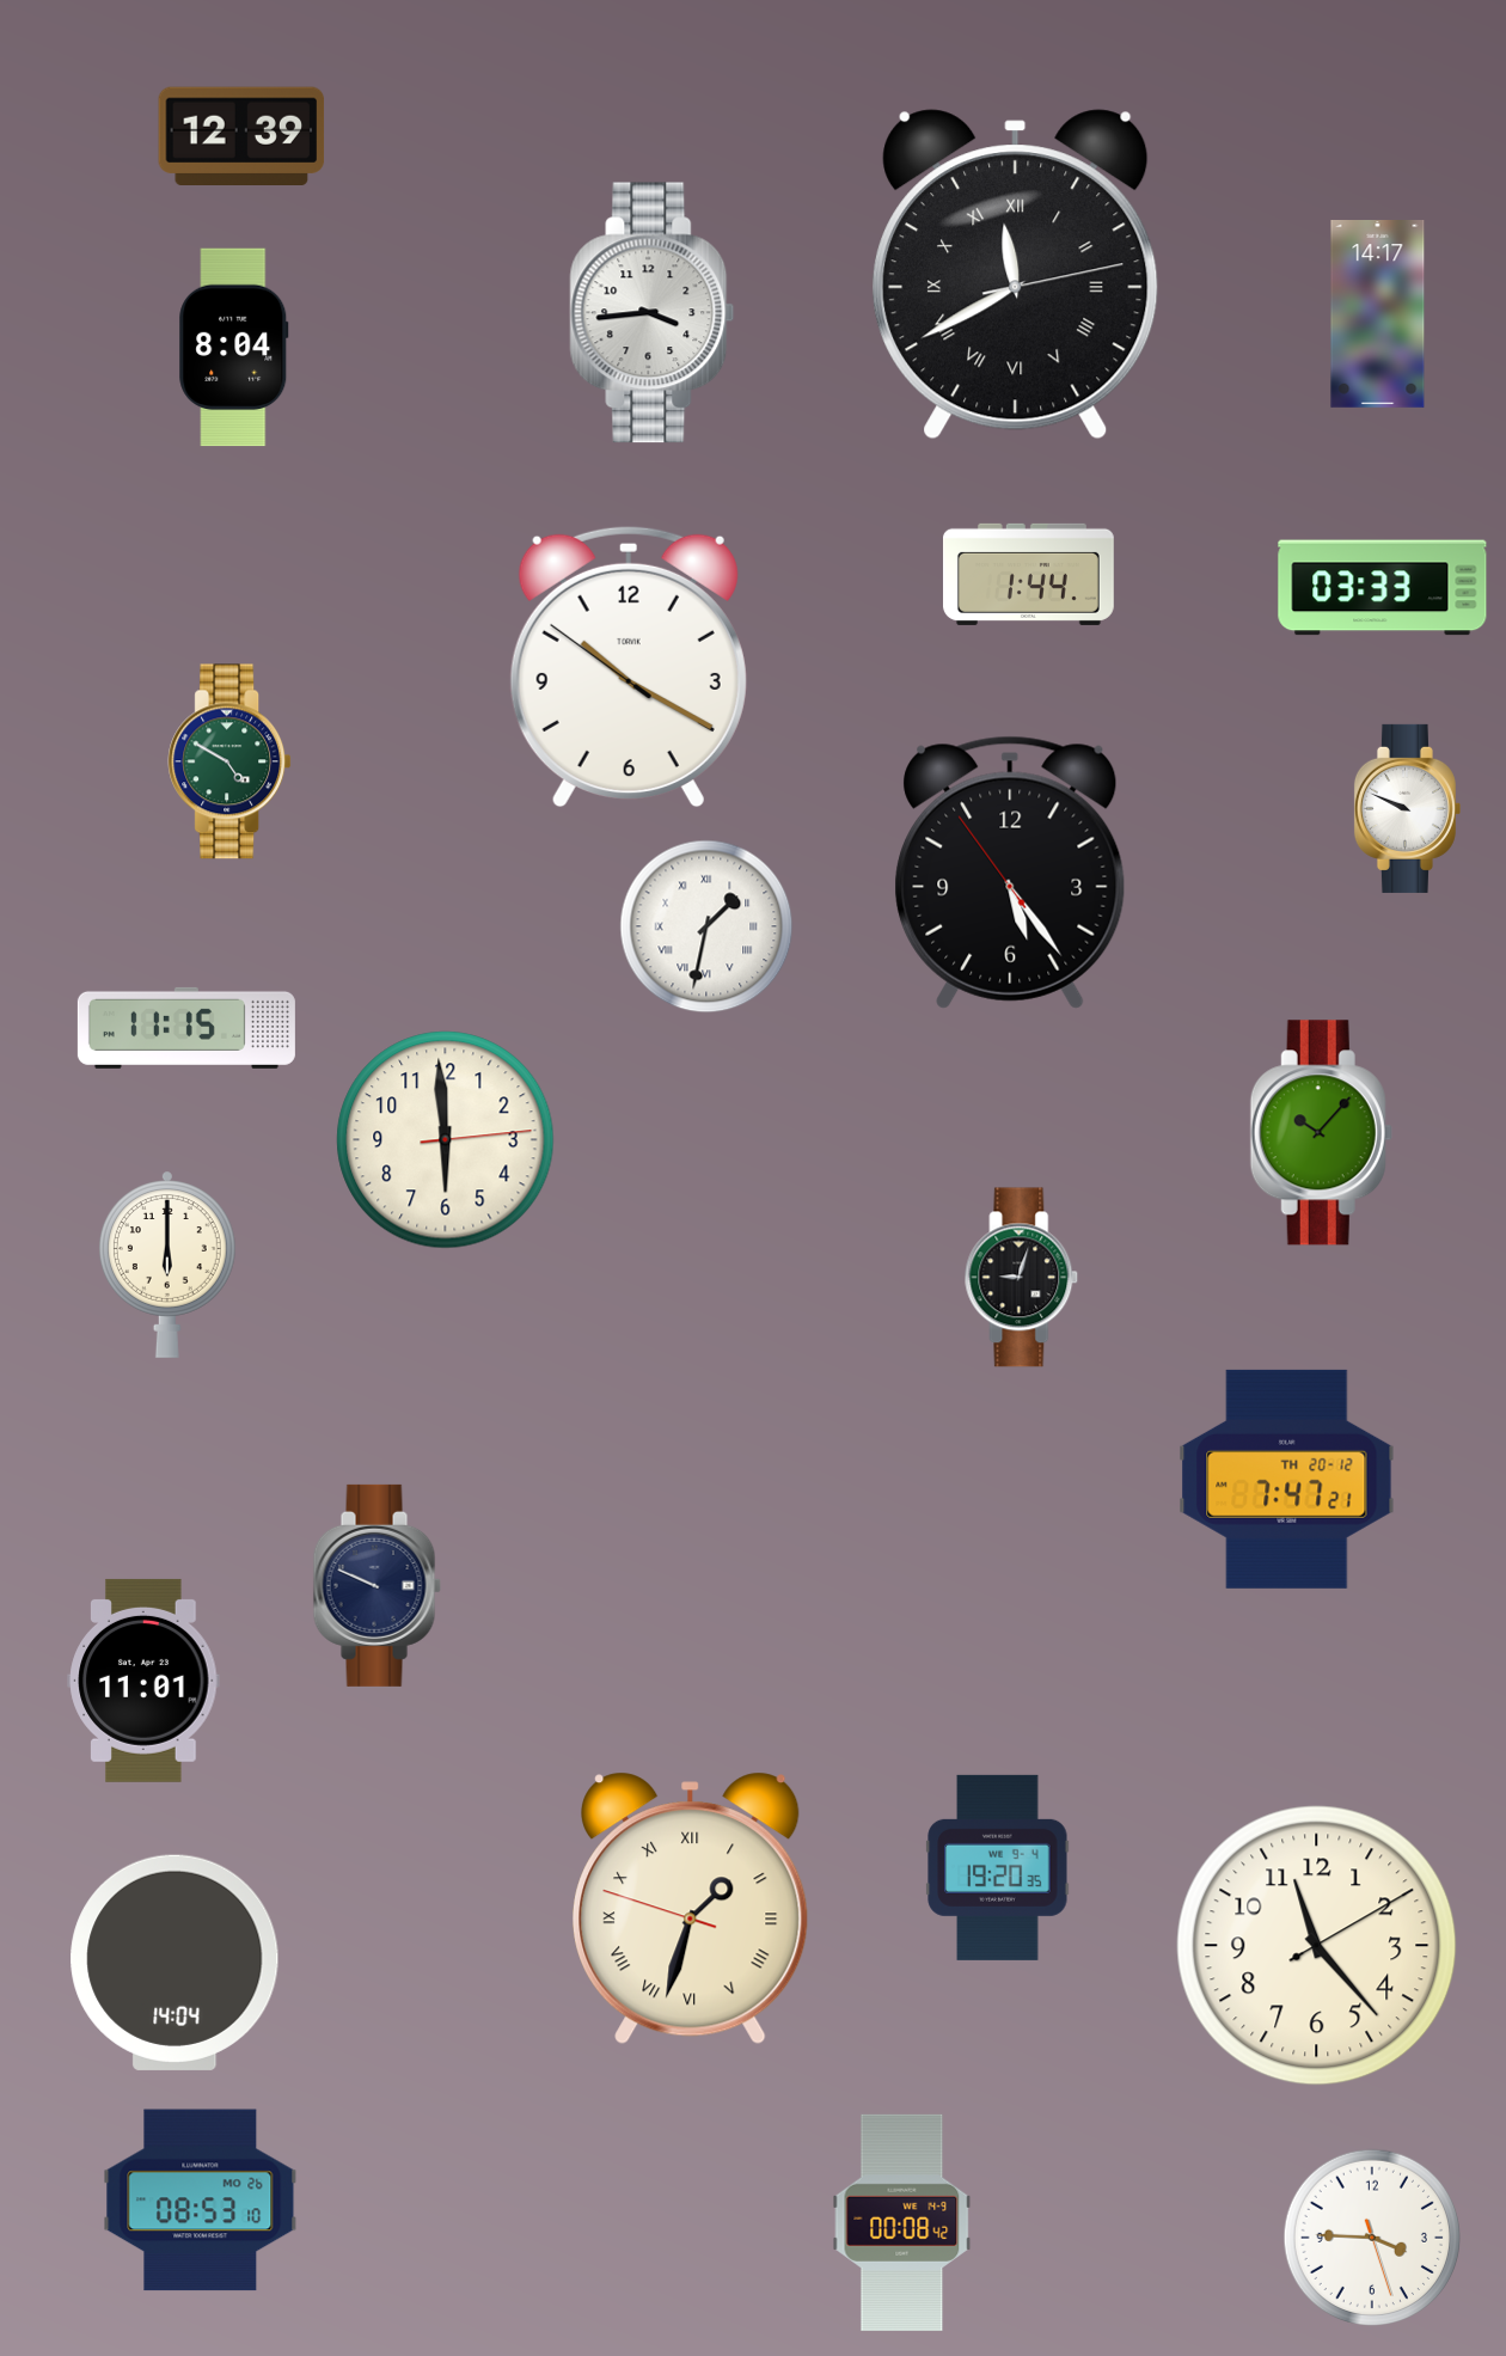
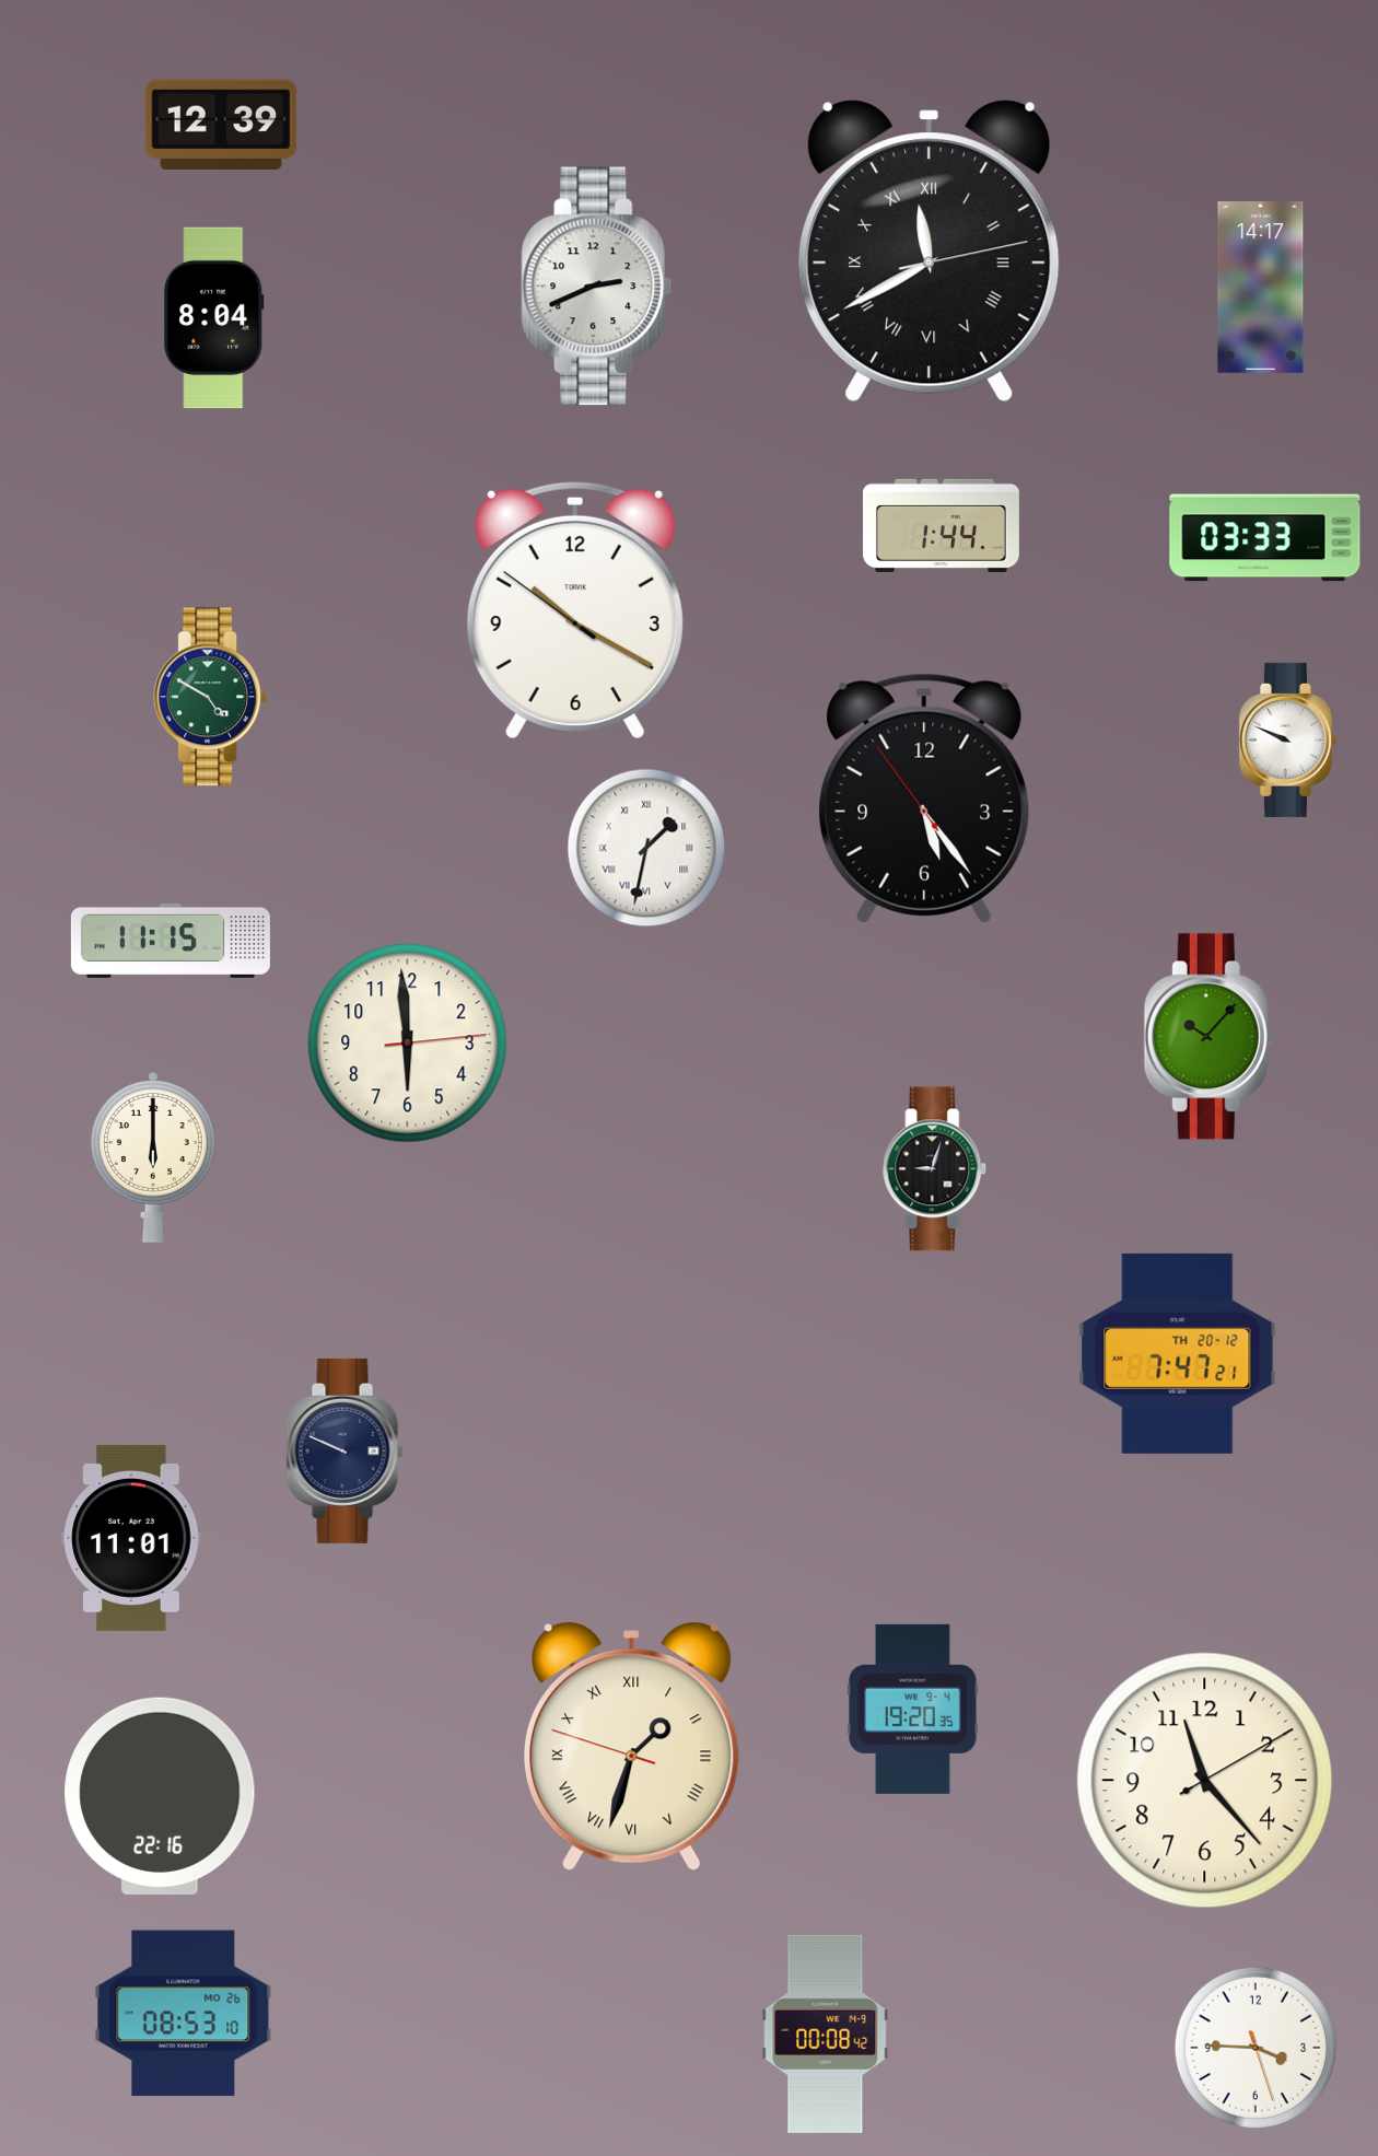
clock at (653, 313): 3:44 -> 2:41
clock at (175, 1963): 14:04 -> 22:16
